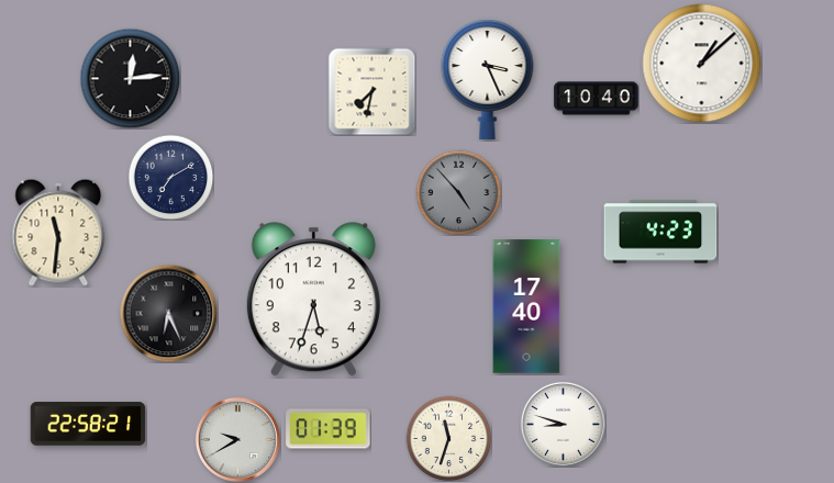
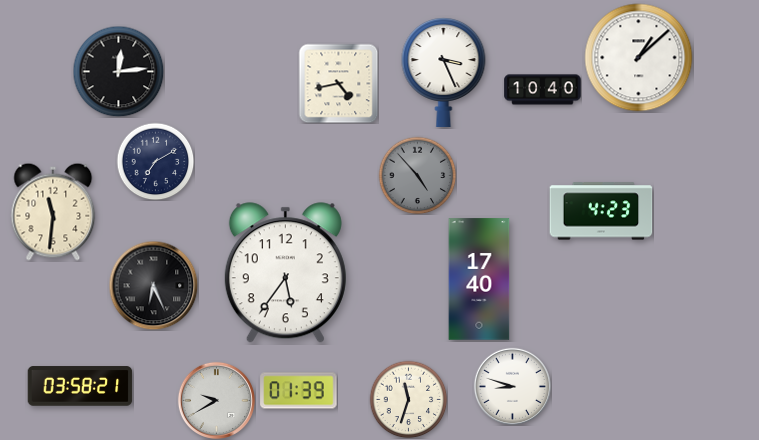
clock at (371, 91): 7:32 -> 4:43
clock at (313, 300): 5:33 -> 5:36
clock at (88, 424): 22:58 -> 03:58
